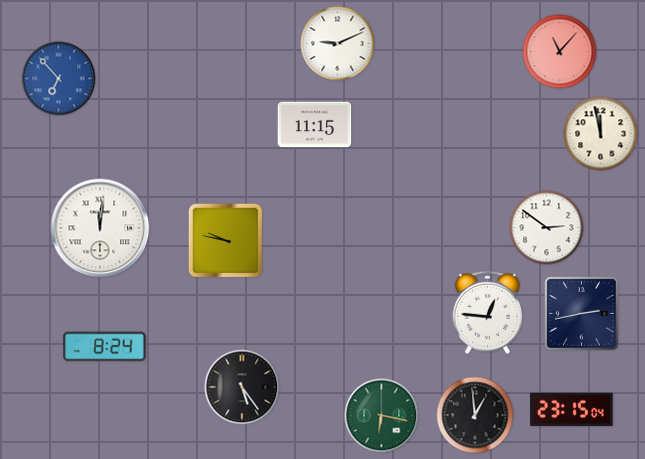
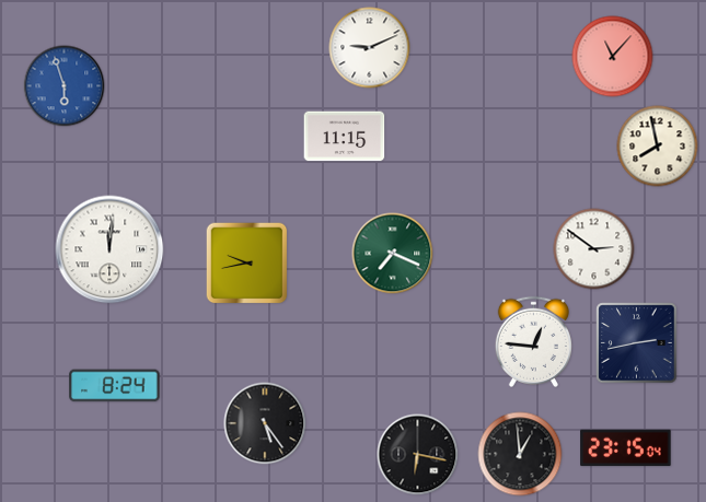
clock at (59, 79): 6:53 -> 5:57
clock at (601, 134): 11:58 -> 7:58
clock at (547, 228) position: (547, 228) -> (594, 249)
clock at (393, 254): none -> 7:19
clock at (226, 241): 9:47 -> 9:43
clock at (105, 347) position: (105, 347) -> (115, 386)
clock at (382, 416) dial: green -> black
